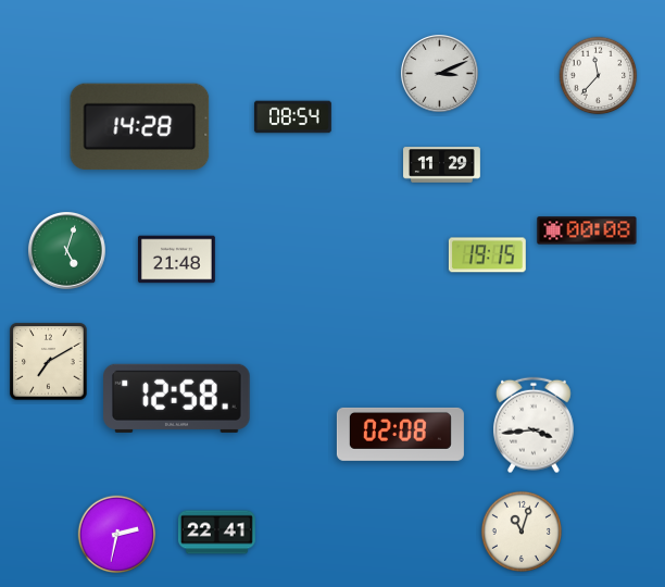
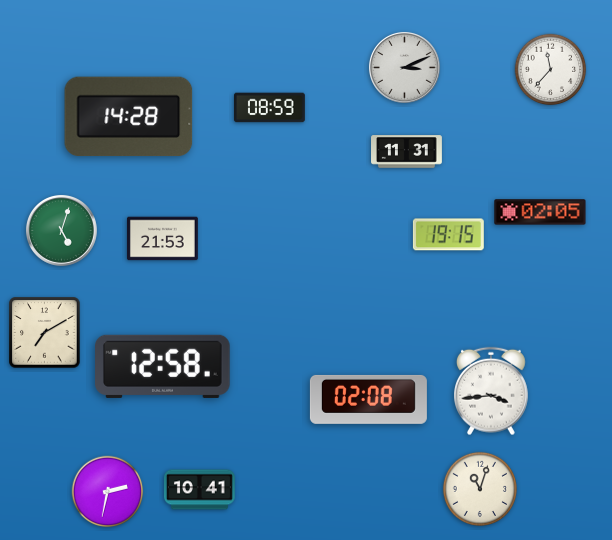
clock at (292, 117): 08:54 -> 08:59
clock at (442, 165): 11:29 -> 11:31
clock at (587, 230): 00:08 -> 02:05
clock at (176, 260): 21:48 -> 21:53
clock at (216, 533): 22:41 -> 10:41
